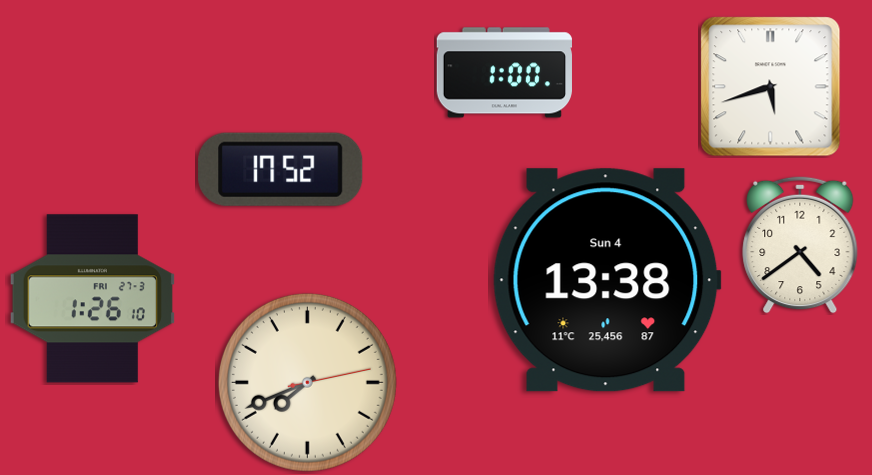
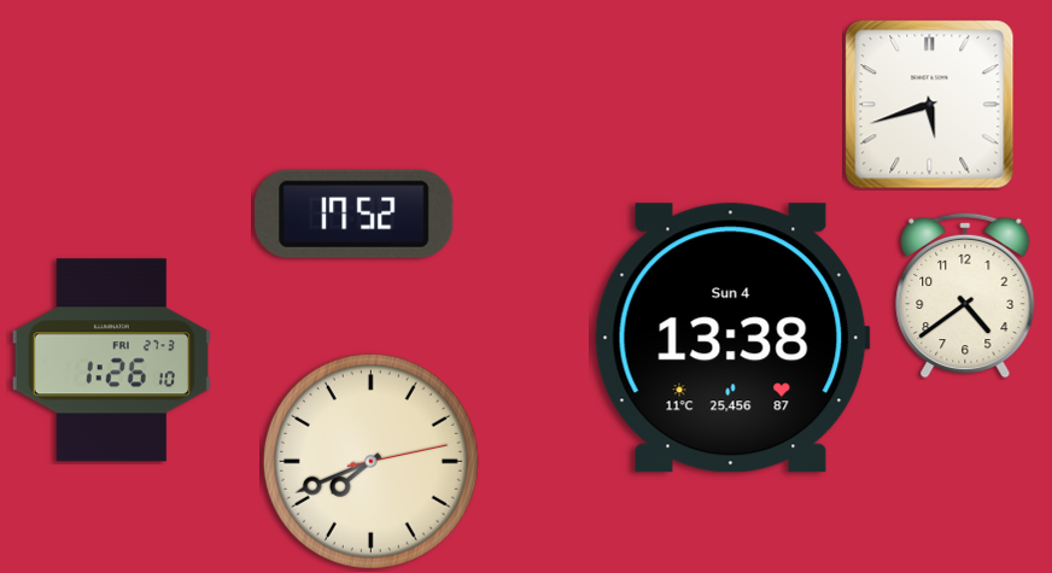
clock at (504, 73): 1:00 -> none
clock at (281, 169) position: (281, 169) -> (355, 214)
